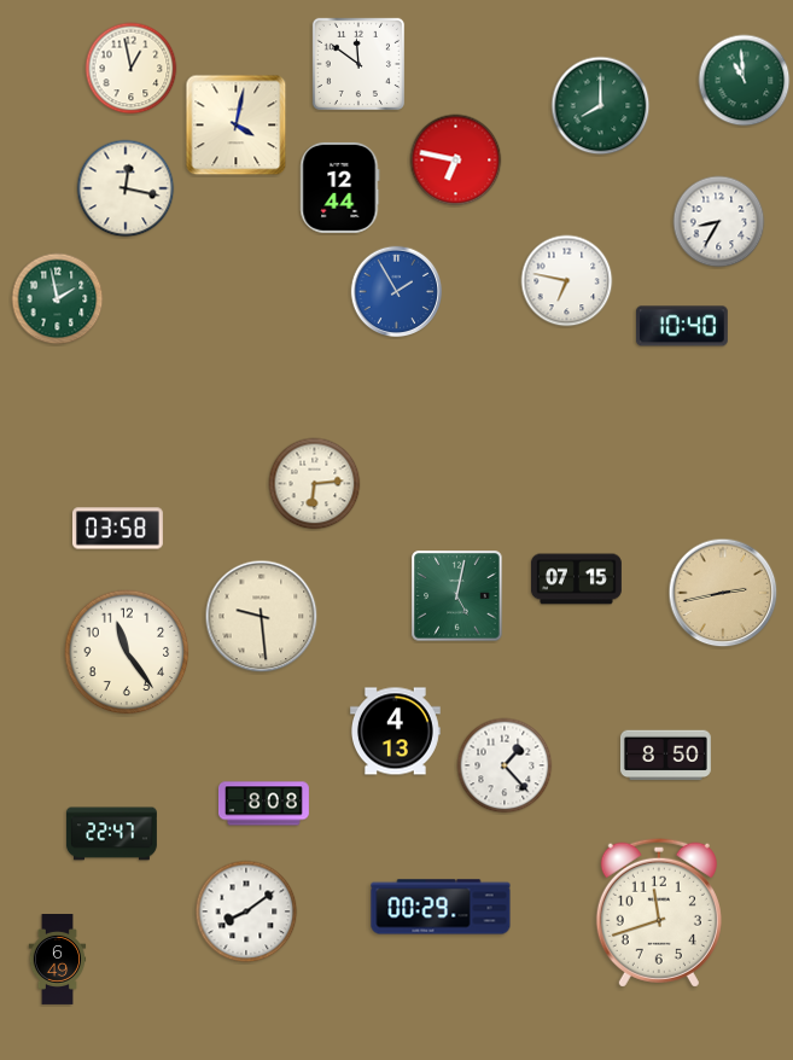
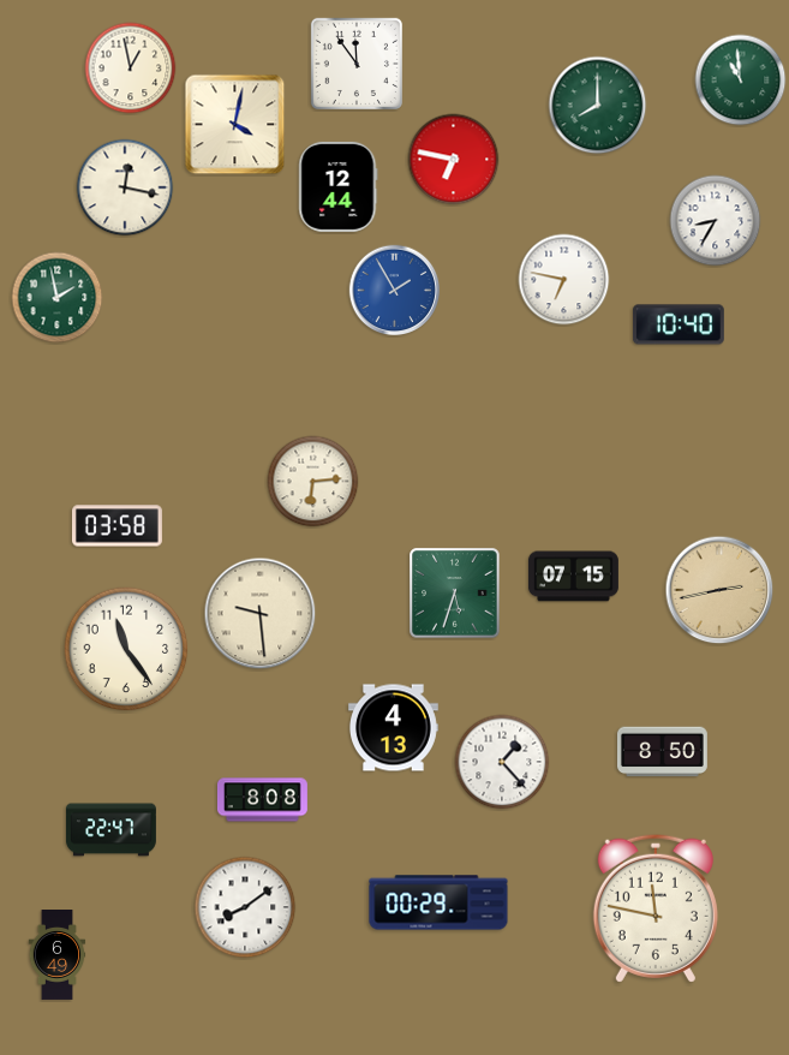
clock at (358, 64): 11:51 -> 11:54
clock at (457, 596): 5:02 -> 5:33
clock at (659, 913): 11:42 -> 11:47
